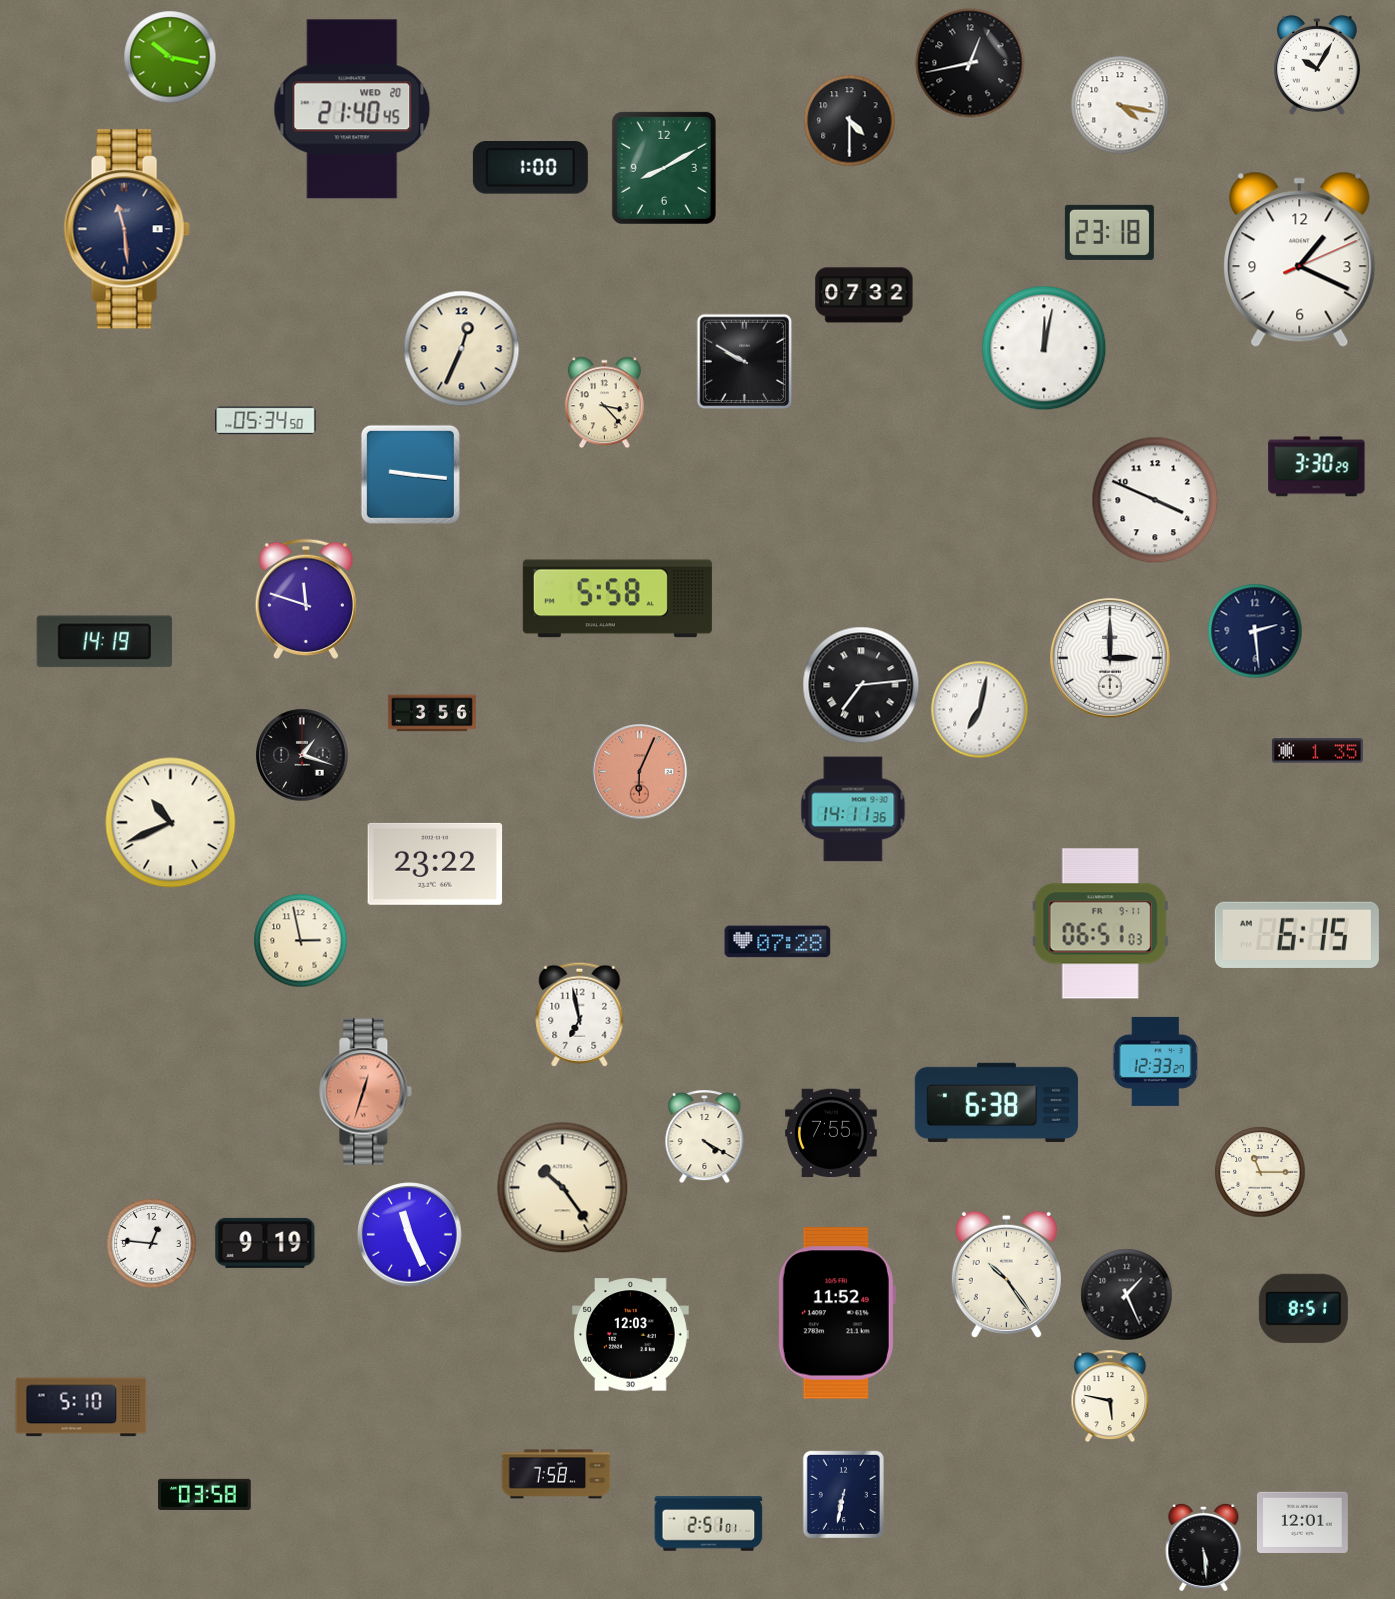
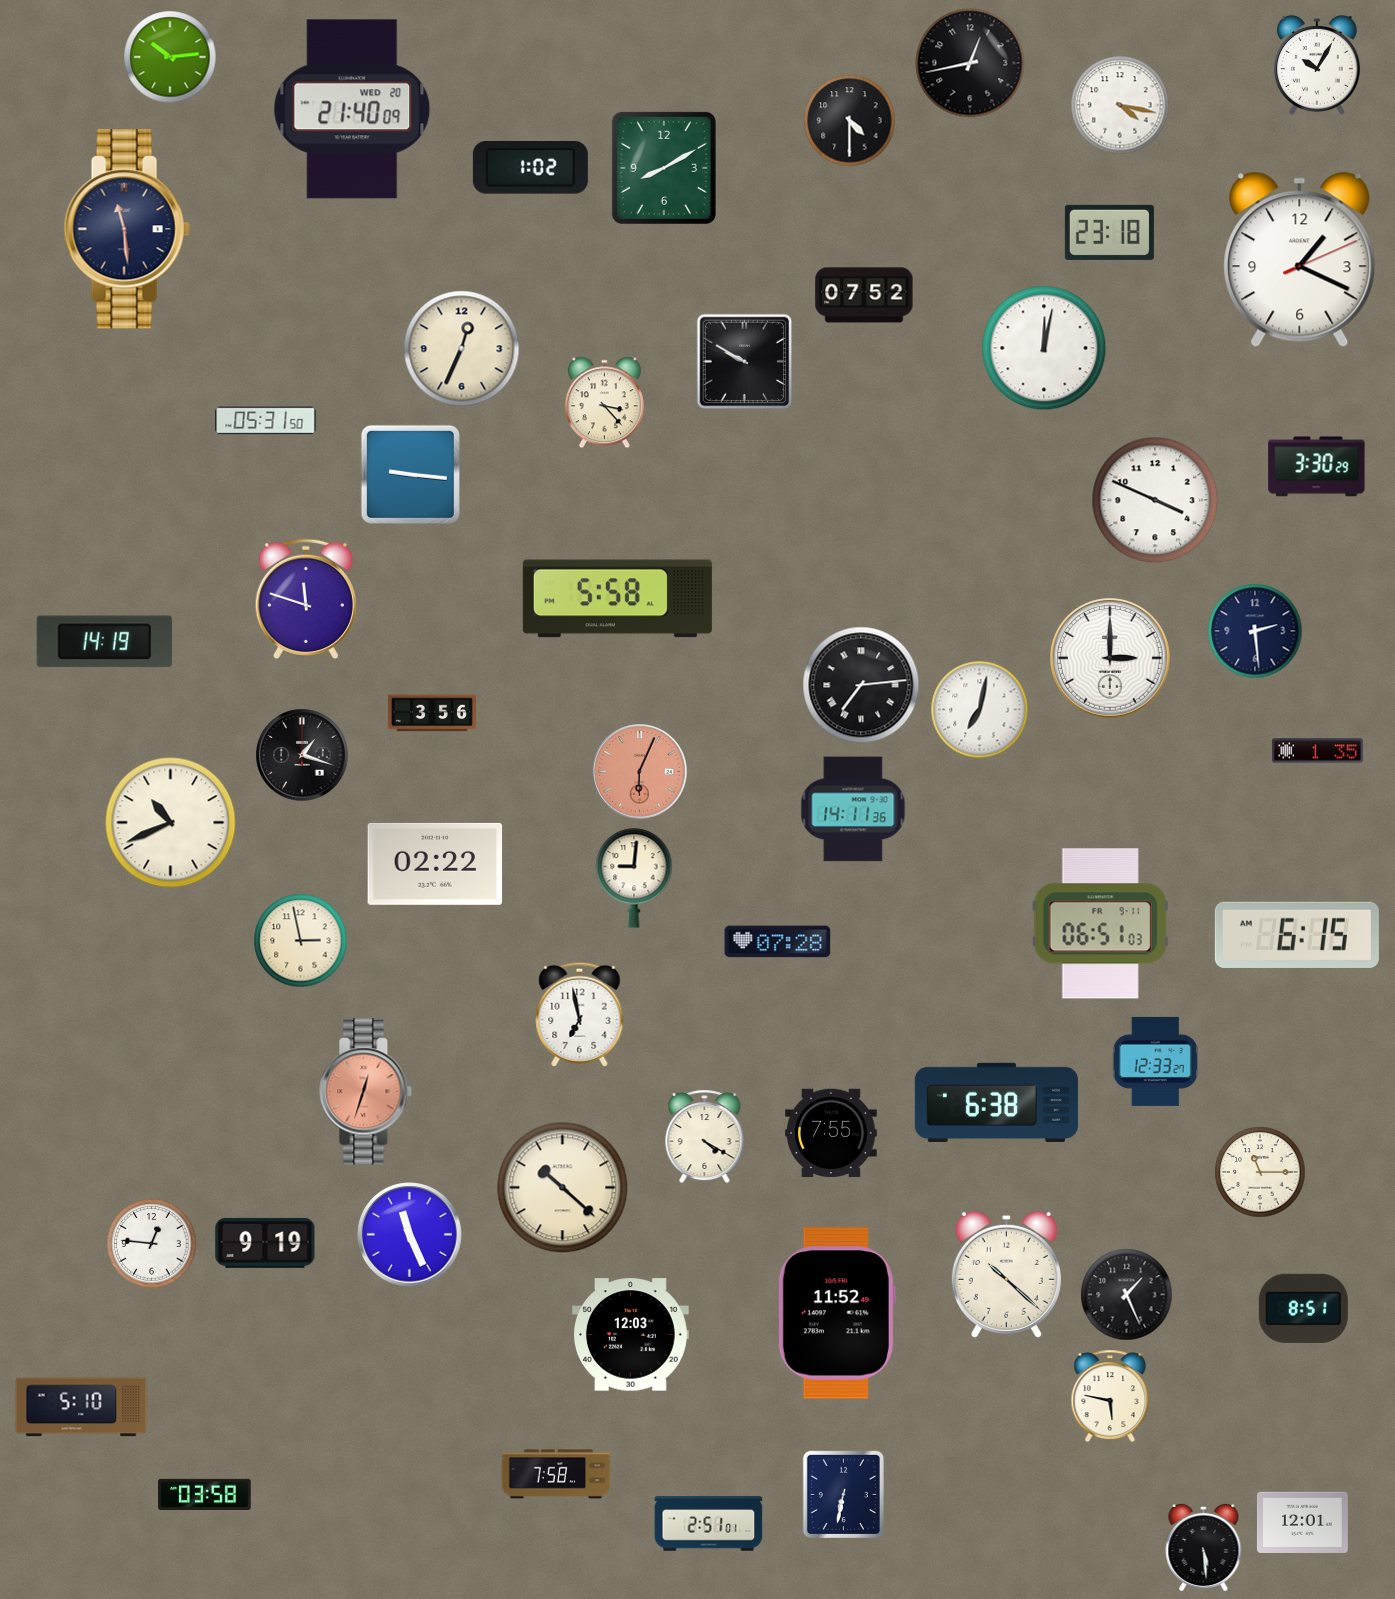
clock at (170, 57): 10:17 -> 10:14
clock at (352, 109): 21:40:45 -> 21:40:09
clock at (530, 168): 1:00 -> 1:02
clock at (864, 295): 07:32 -> 07:52
clock at (266, 421): 05:34 -> 05:31
clock at (435, 864): 23:22 -> 02:22
clock at (634, 878): none -> 9:01
clock at (563, 1188): 10:24 -> 10:22
clock at (1006, 1274): 10:24 -> 10:22
